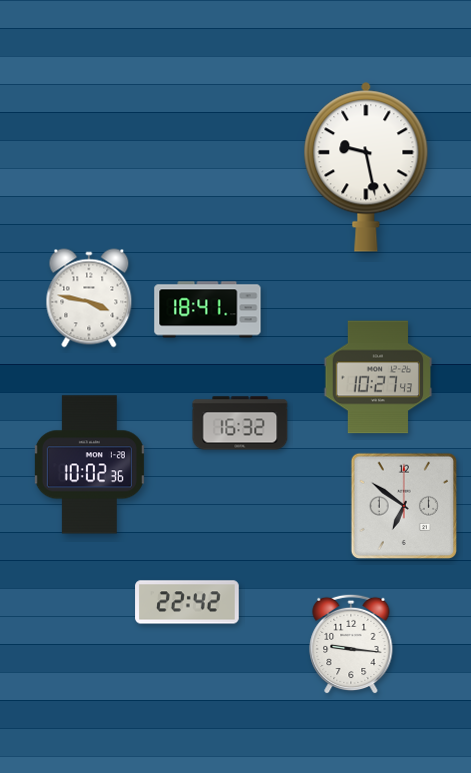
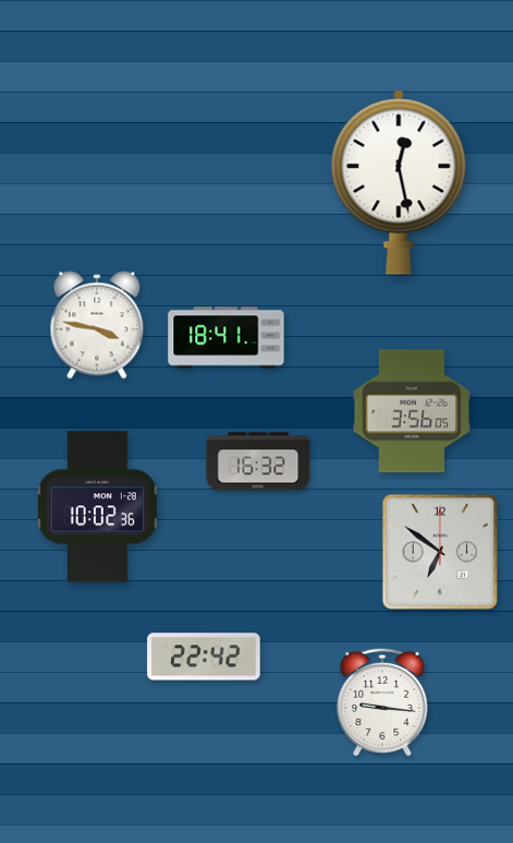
clock at (366, 167): 9:28 -> 12:28
clock at (378, 377): 10:27 -> 3:56
clock at (240, 423) position: (240, 423) -> (258, 461)
